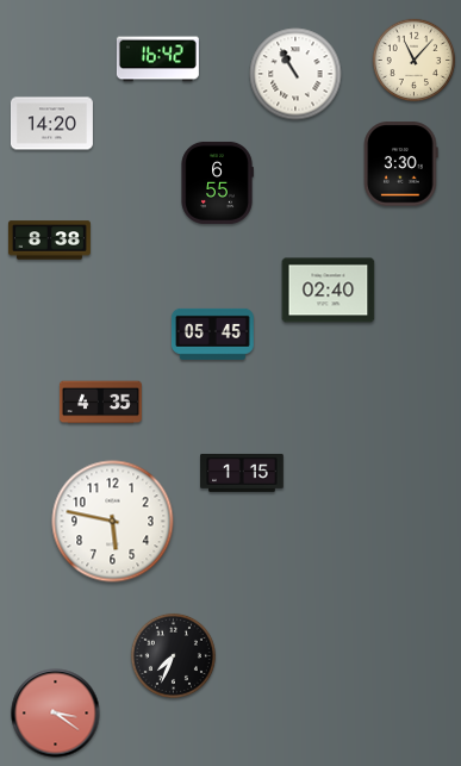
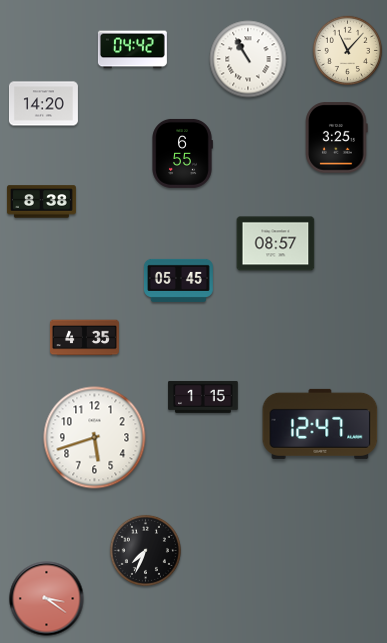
clock at (157, 60): 16:42 -> 04:42
clock at (295, 74) position: (295, 74) -> (248, 59)
clock at (401, 164): 3:30 -> 3:25
clock at (329, 291): 02:40 -> 08:57
clock at (320, 424): none -> 12:47
clock at (113, 522): 5:47 -> 5:42
